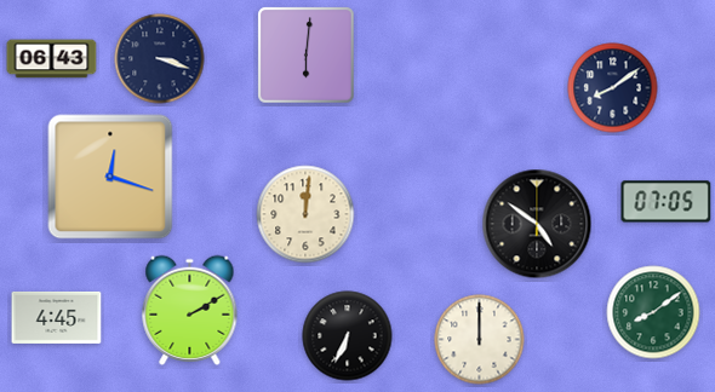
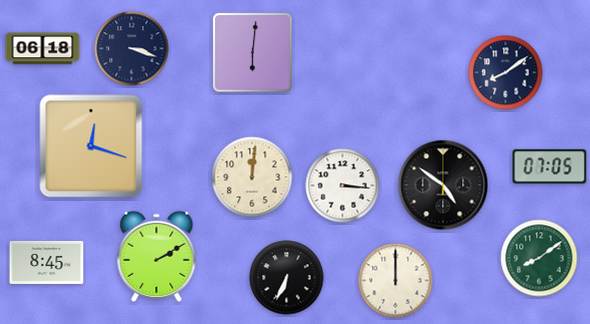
clock at (307, 56) position: (307, 56) -> (253, 53)
clock at (52, 59): 06:43 -> 06:18
clock at (343, 186): none -> 3:16
clock at (57, 317): 4:45 -> 8:45
